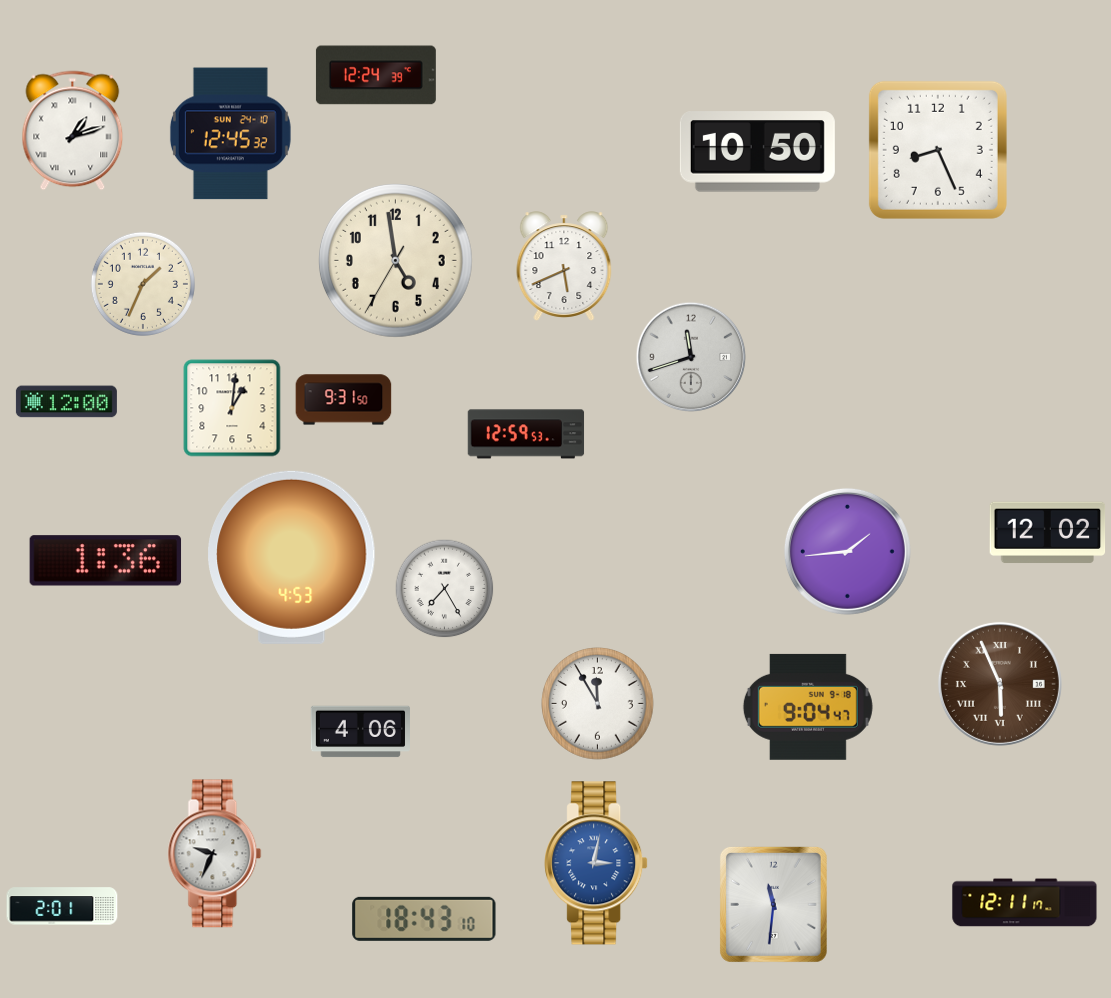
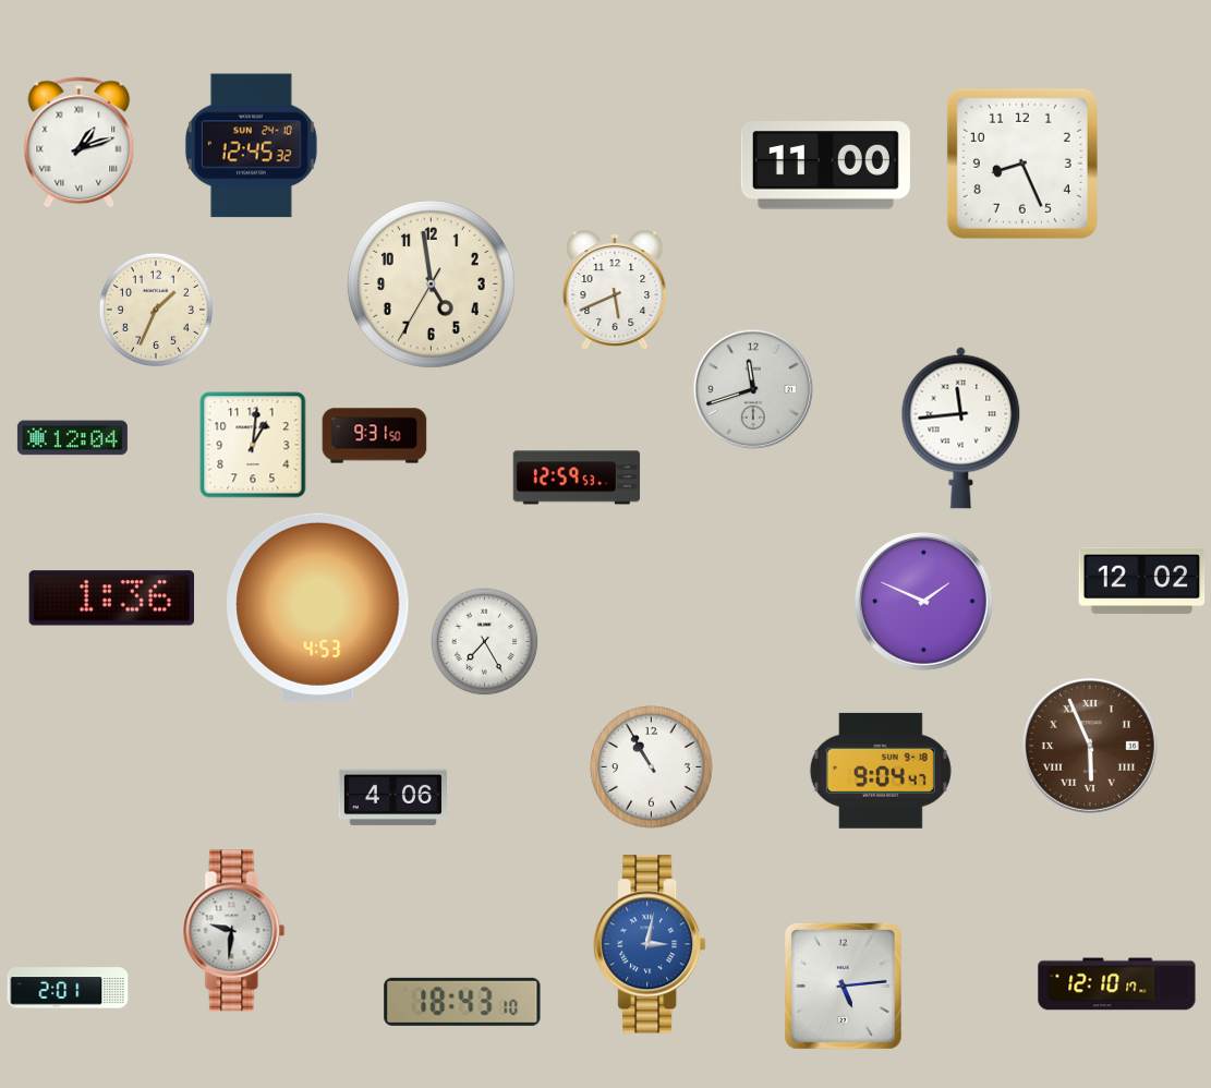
clock at (376, 75): 12:24 -> none
clock at (757, 152): 10:50 -> 11:00
clock at (961, 427): none -> 11:44
clock at (66, 402): 12:00 -> 12:04
clock at (526, 434) position: (526, 434) -> (577, 477)
clock at (847, 551): 1:44 -> 1:49
clock at (106, 561) position: (106, 561) -> (112, 599)
clock at (598, 704): 11:55 -> 10:55
clock at (215, 854): 9:34 -> 9:31
clock at (596, 863) position: (596, 863) -> (650, 944)
clock at (1025, 903): 12:11 -> 12:10
clock at (773, 904): 11:31 -> 5:14
